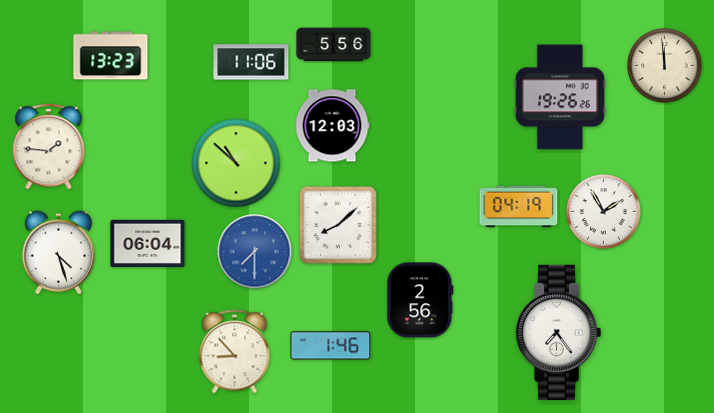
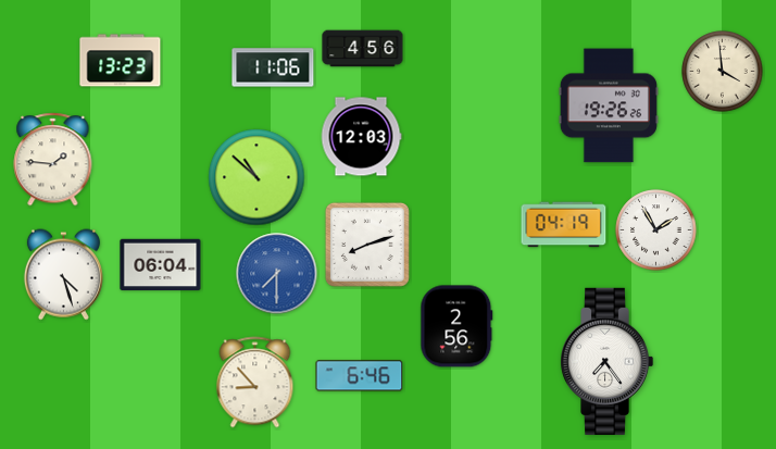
clock at (334, 45): 5:56 -> 4:56
clock at (665, 66): 11:59 -> 3:59
clock at (338, 225): 8:08 -> 8:12
clock at (331, 346): 1:46 -> 6:46
